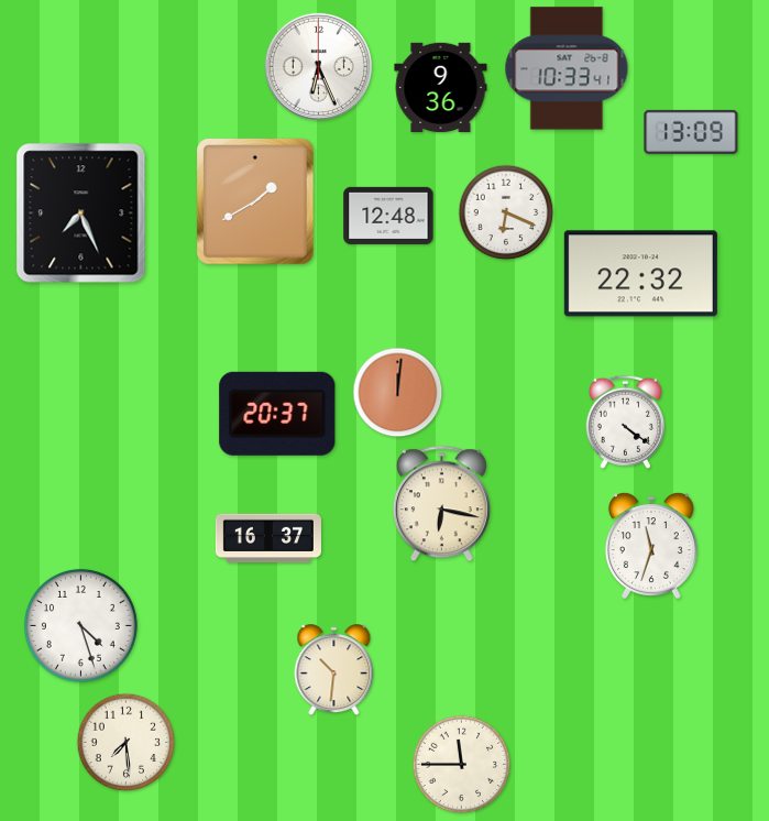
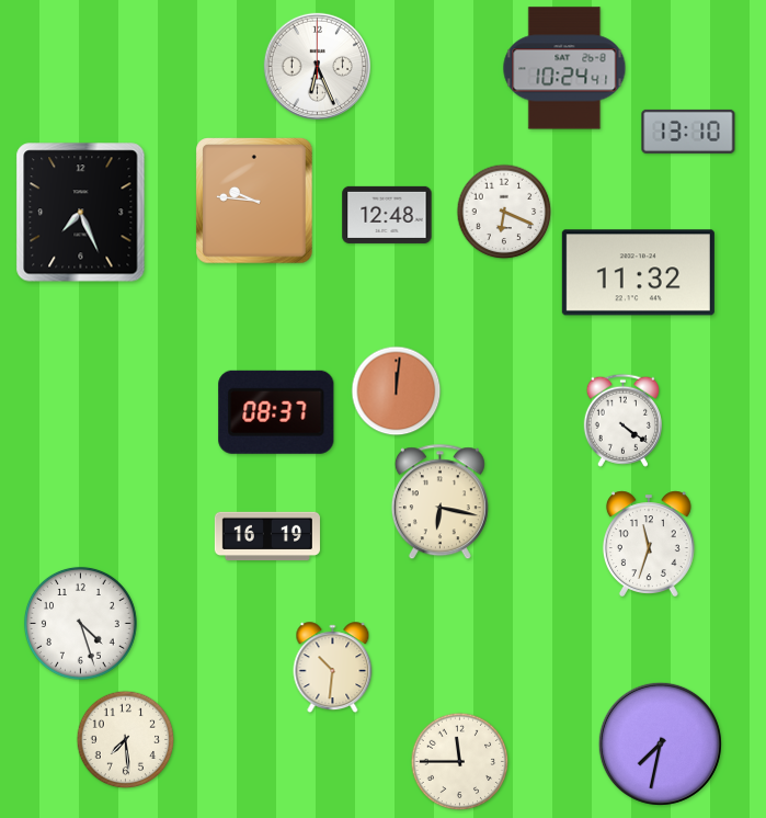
clock at (567, 68): 10:33 -> 10:24
clock at (441, 88): 9:36 -> none
clock at (691, 132): 13:09 -> 13:10
clock at (255, 201): 1:40 -> 9:46
clock at (640, 274): 22:32 -> 11:32
clock at (277, 414): 20:37 -> 08:37
clock at (268, 538): 16:37 -> 16:19
clock at (660, 743): none -> 7:32
